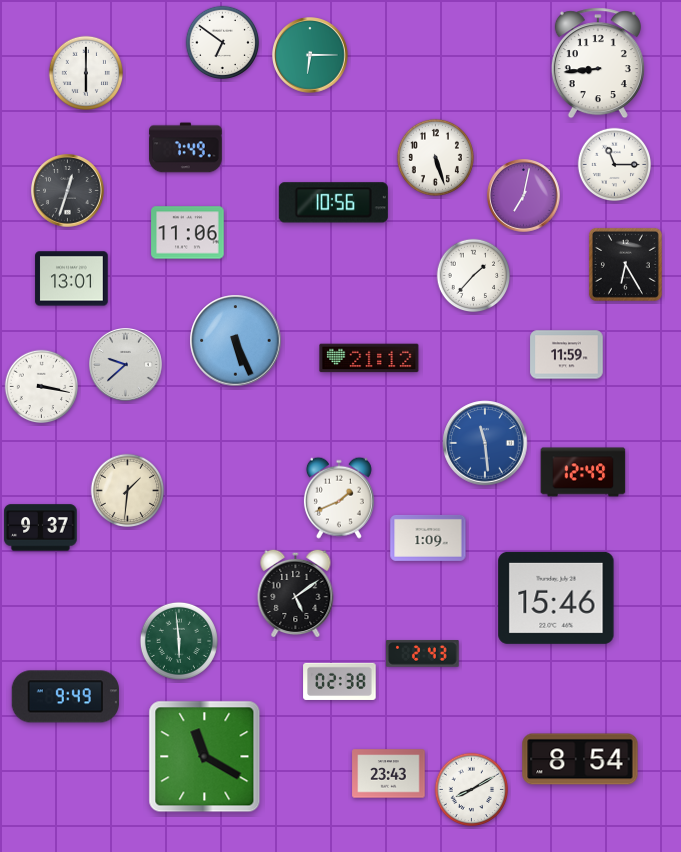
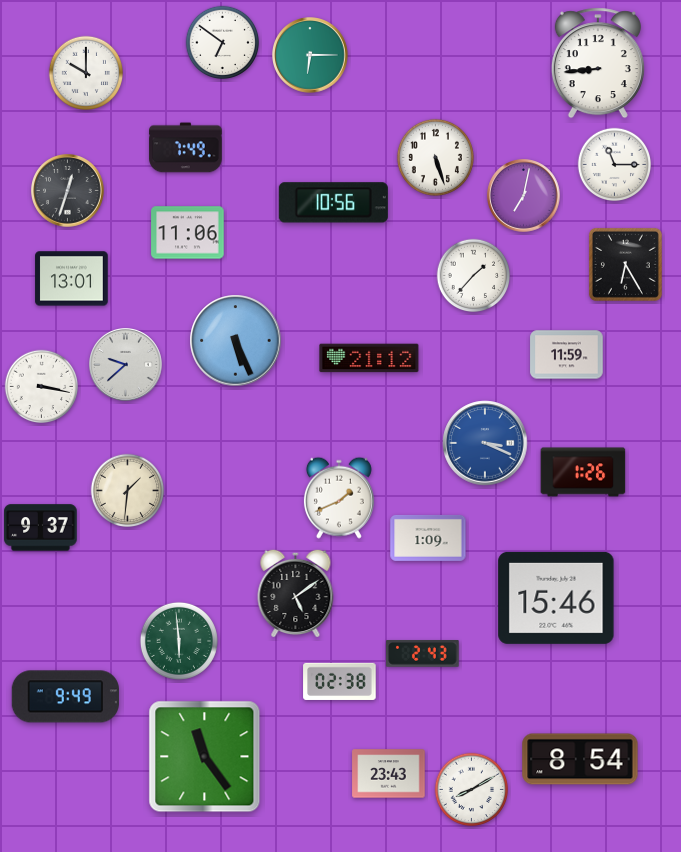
clock at (85, 72): 6:00 -> 10:00
clock at (485, 443): 11:29 -> 3:19
clock at (583, 472): 12:49 -> 1:26
clock at (205, 757): 11:20 -> 11:24
